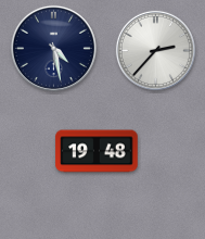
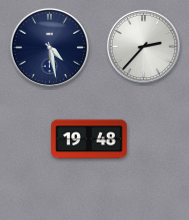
clock at (53, 48) position: (53, 48) -> (49, 47)
